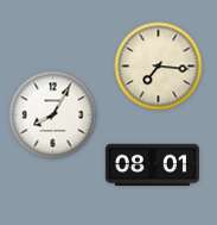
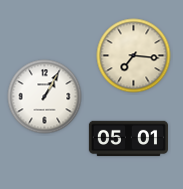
clock at (53, 115): 8:05 -> 1:05
clock at (152, 165): 08:01 -> 05:01
